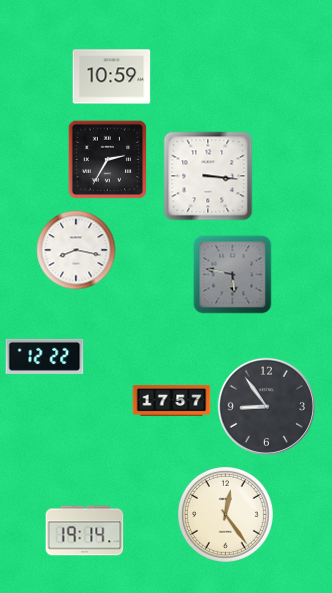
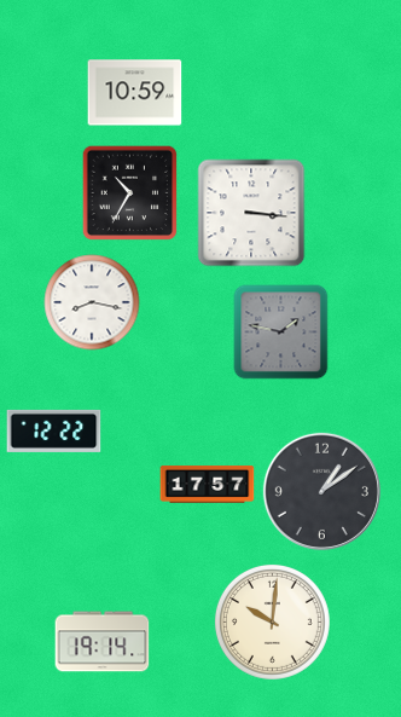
clock at (107, 159): 2:35 -> 10:35
clock at (232, 274): 5:47 -> 1:47
clock at (266, 406): 8:54 -> 1:09
clock at (225, 514): 12:24 -> 10:01
